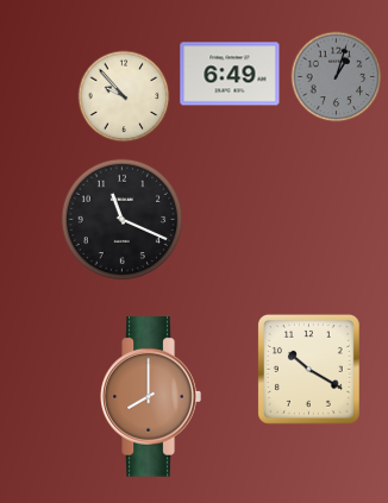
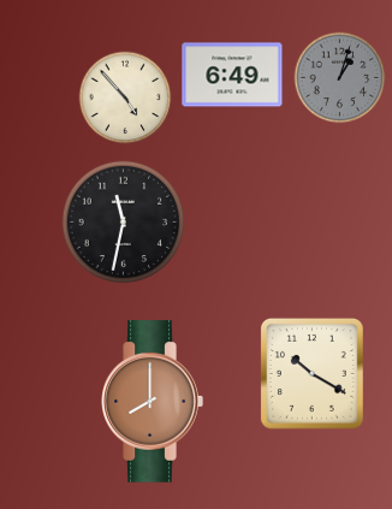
clock at (124, 96): 9:53 -> 4:53
clock at (123, 220): 11:19 -> 11:32
